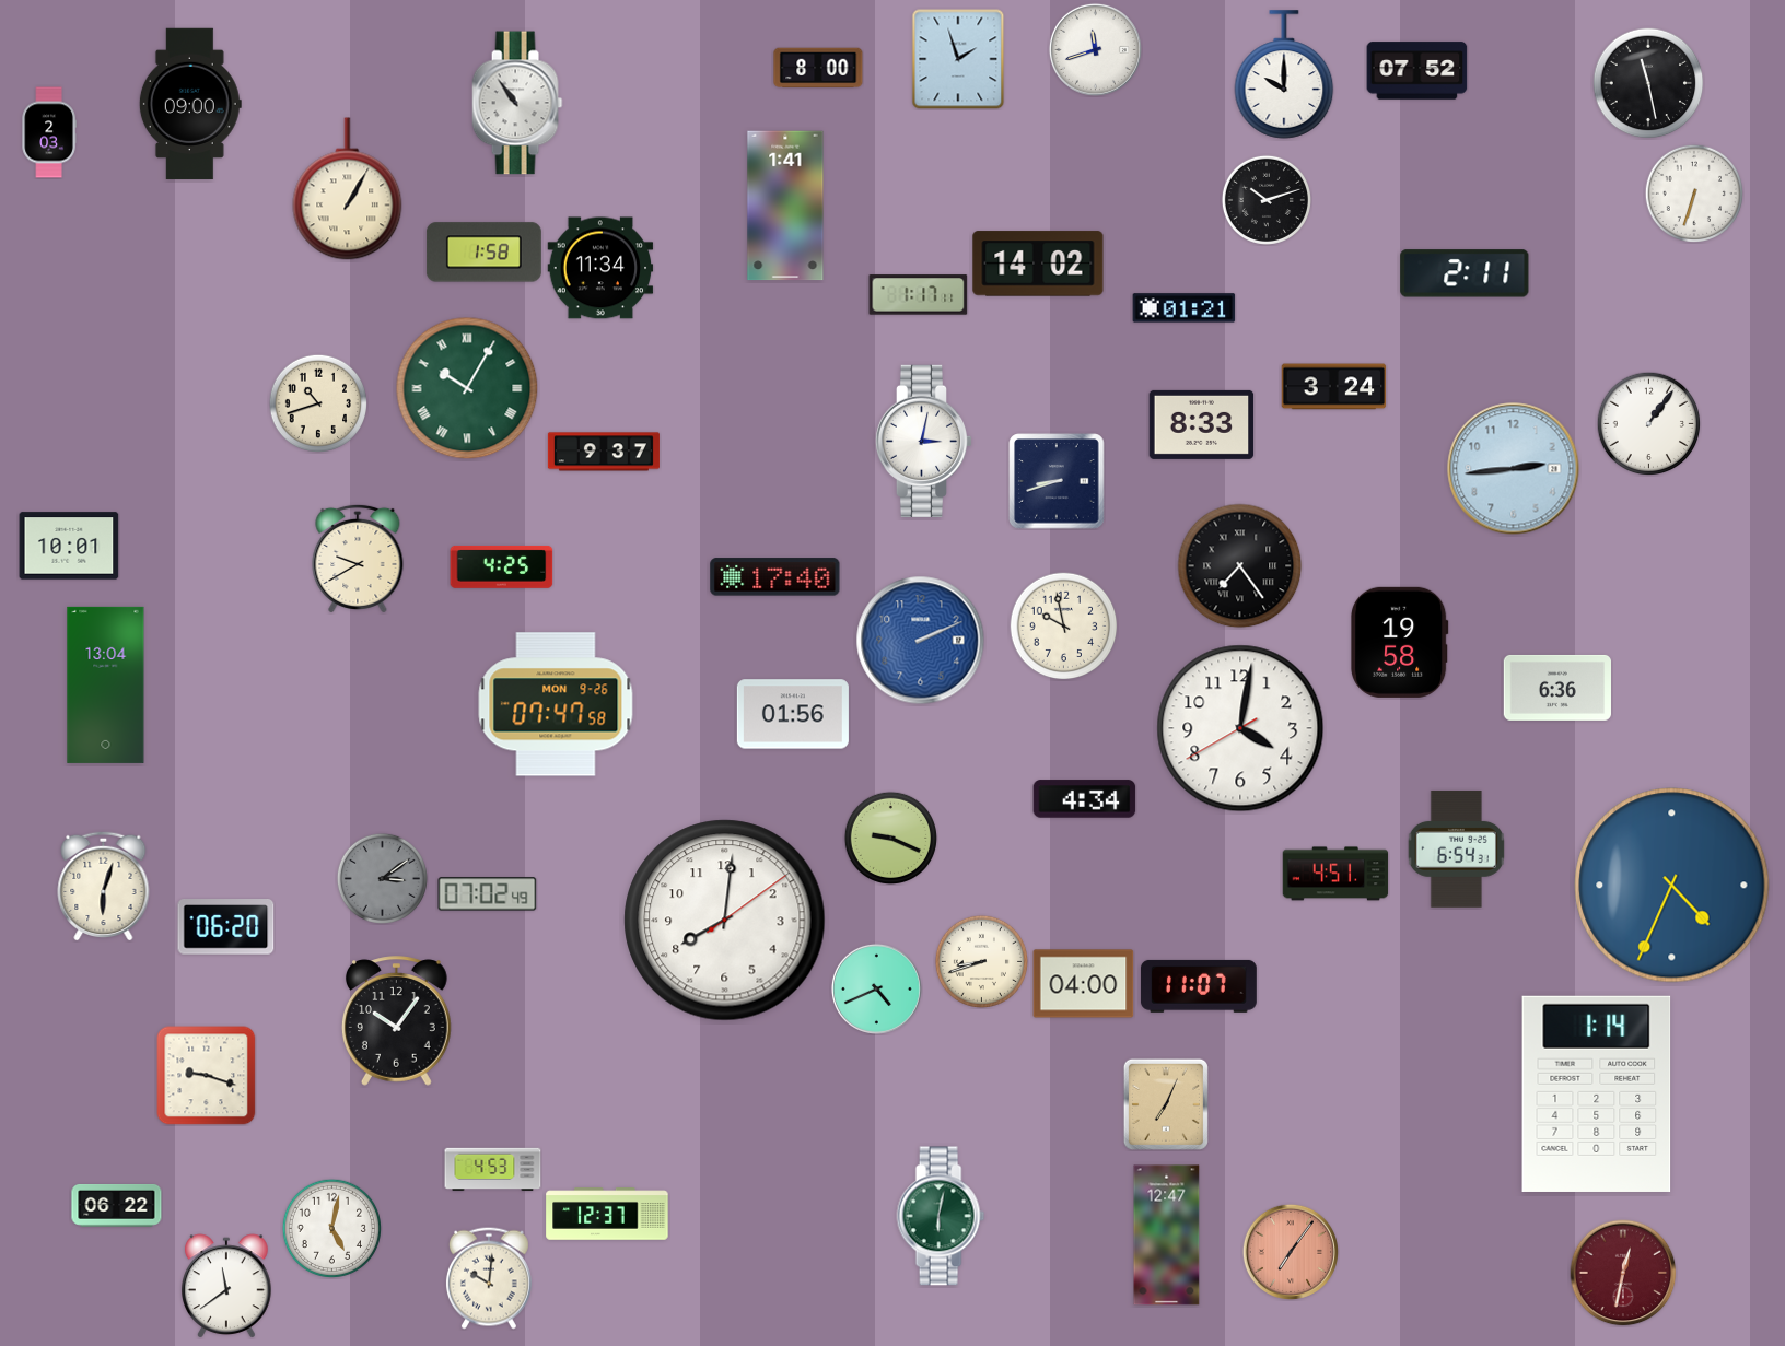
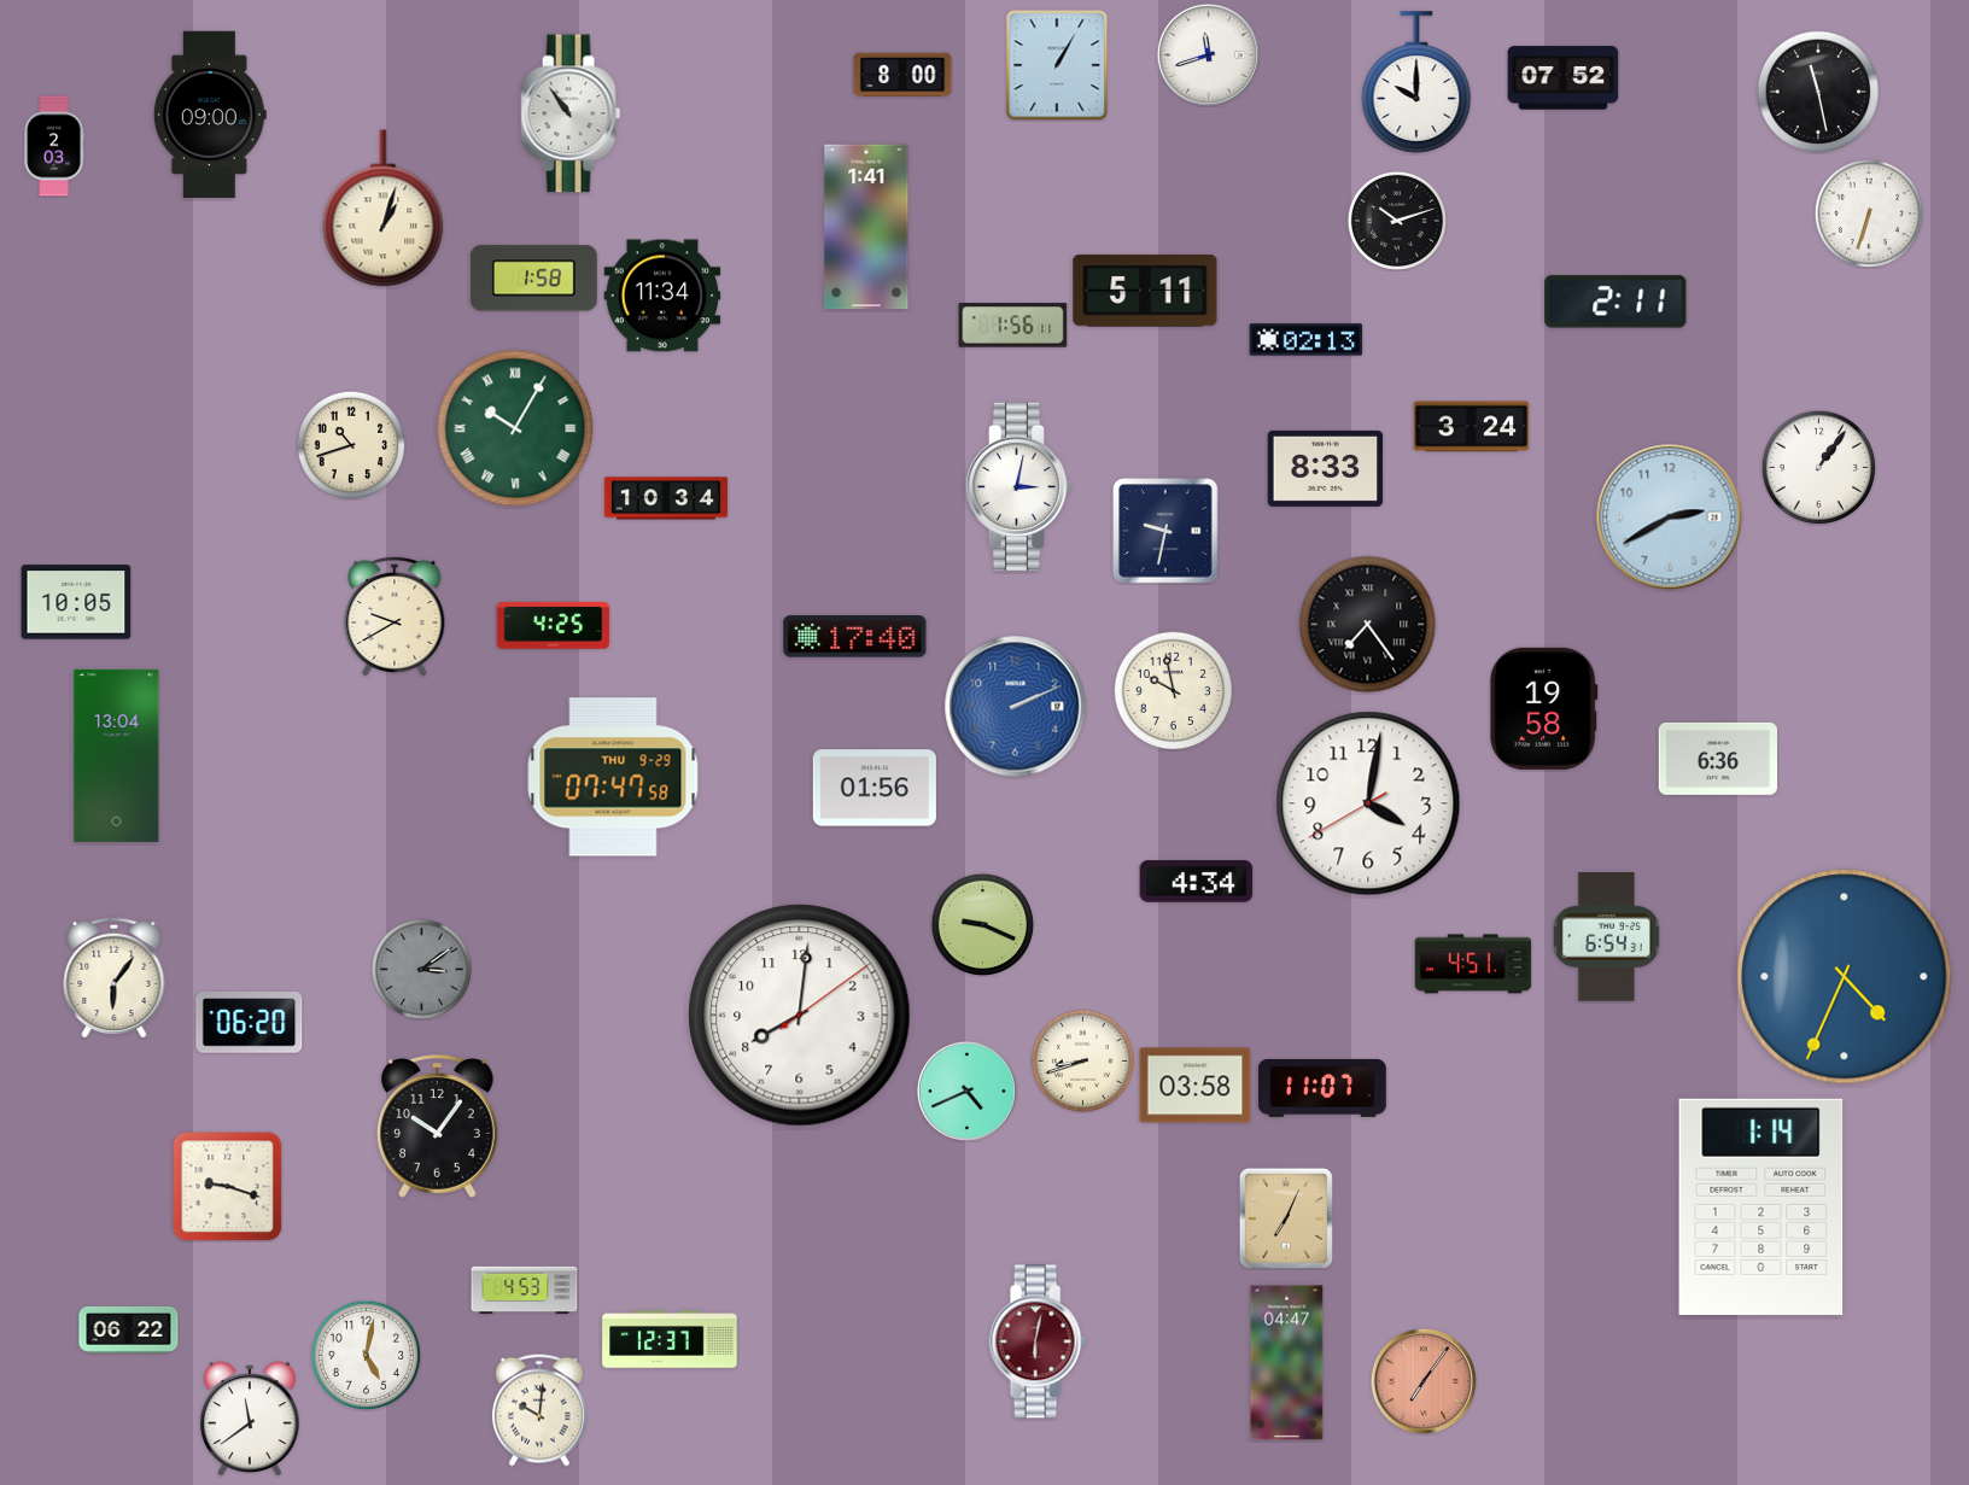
clock at (958, 59): 1:57 -> 1:05
clock at (348, 189): 1:05 -> 1:03
clock at (1038, 264): 14:02 -> 5:11
clock at (919, 295): 1:17 -> 1:56
clock at (1185, 308): 01:21 -> 02:13
clock at (604, 452): 9:37 -> 10:34
clock at (1514, 469): 2:44 -> 2:40
clock at (1057, 481): 8:42 -> 9:32
clock at (69, 546): 10:01 -> 10:05
clock at (556, 704) date: MON 9-26 -> THU 9-29
clock at (104, 886): 6:03 -> 6:06
clock at (488, 894): 07:02 -> none
clock at (1084, 984): 04:00 -> 03:58
clock at (493, 1170) position: (493, 1170) -> (525, 1291)
clock at (941, 1216) dial: green -> burgundy
clock at (1167, 1236): 12:47 -> 04:47
clock at (1623, 1273): 12:32 -> none
